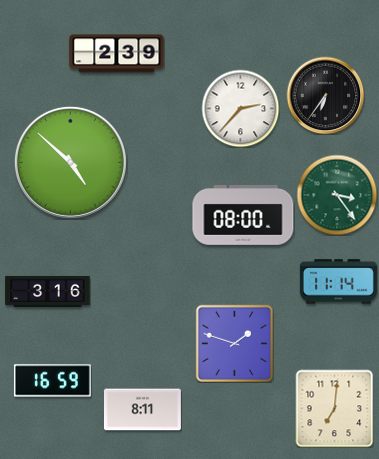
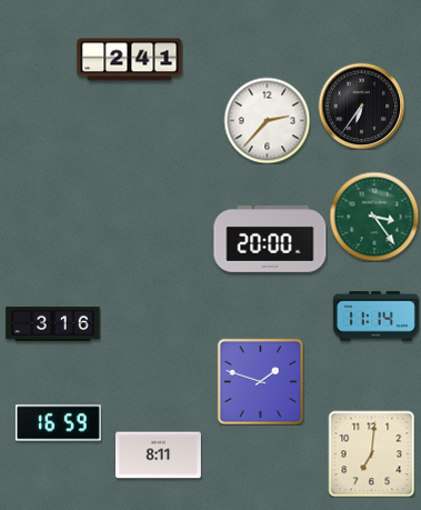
clock at (117, 54): 2:39 -> 2:41
clock at (70, 162): 4:52 -> none
clock at (243, 215): 08:00 -> 20:00
clock at (338, 282) position: (338, 282) -> (375, 317)
